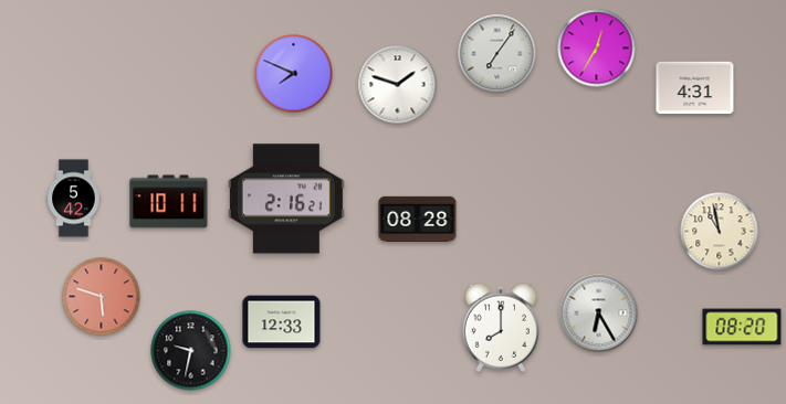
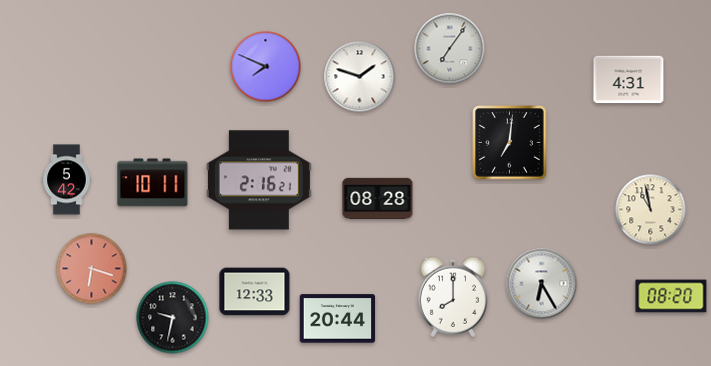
clock at (597, 49): 12:35 -> none
clock at (510, 143): none -> 7:01
clock at (102, 297): 5:48 -> 6:18
clock at (338, 319): none -> 20:44
